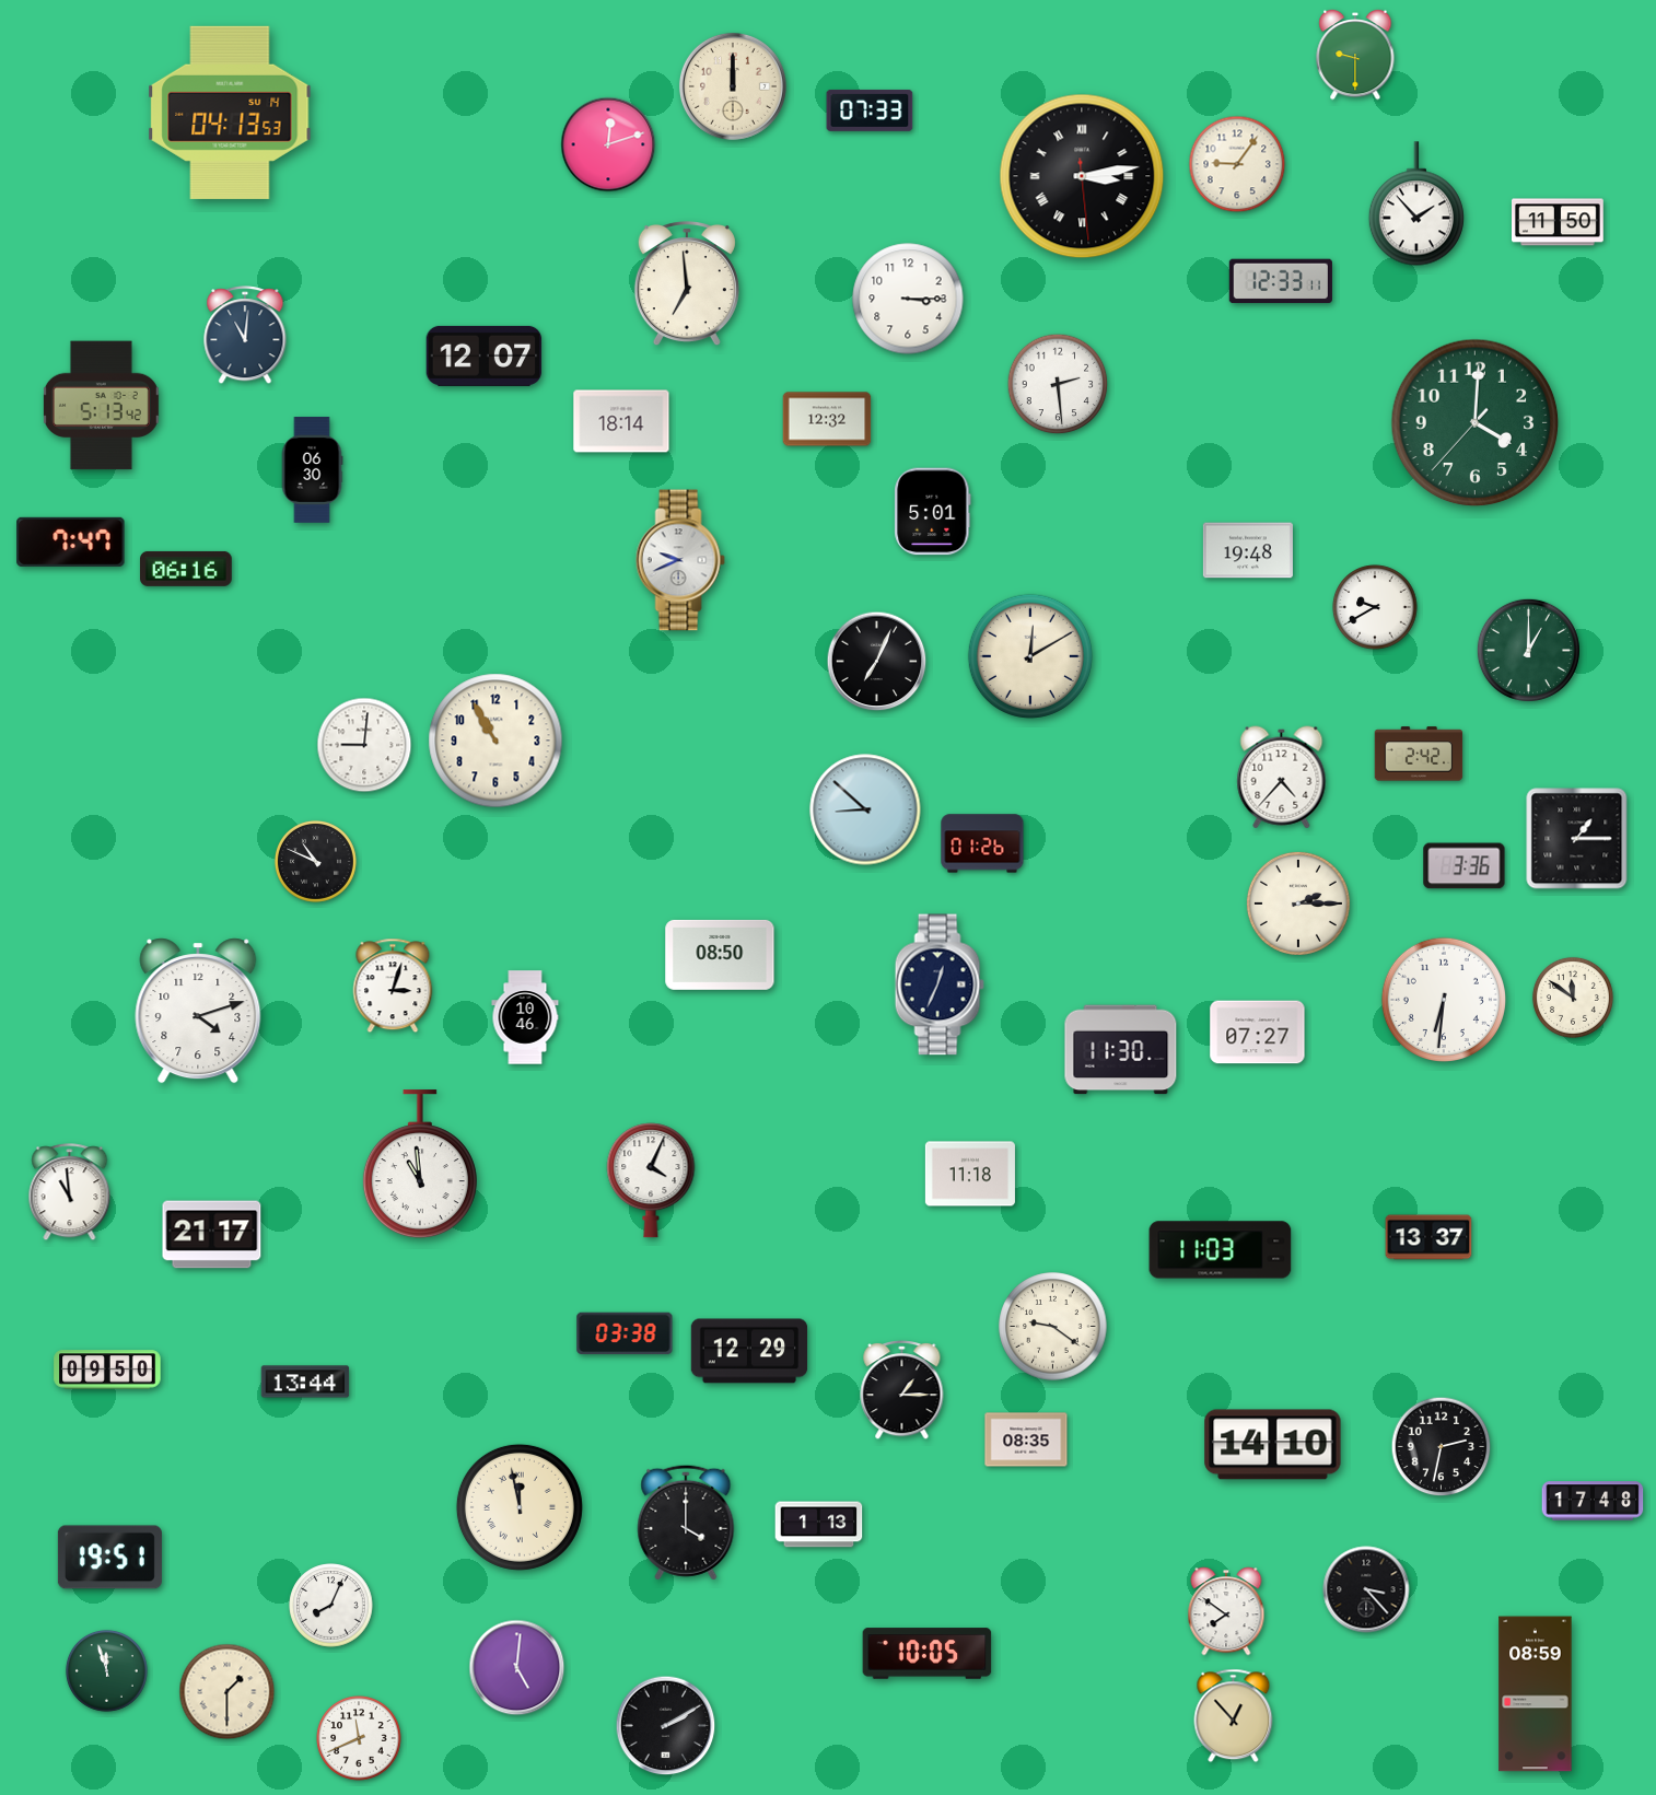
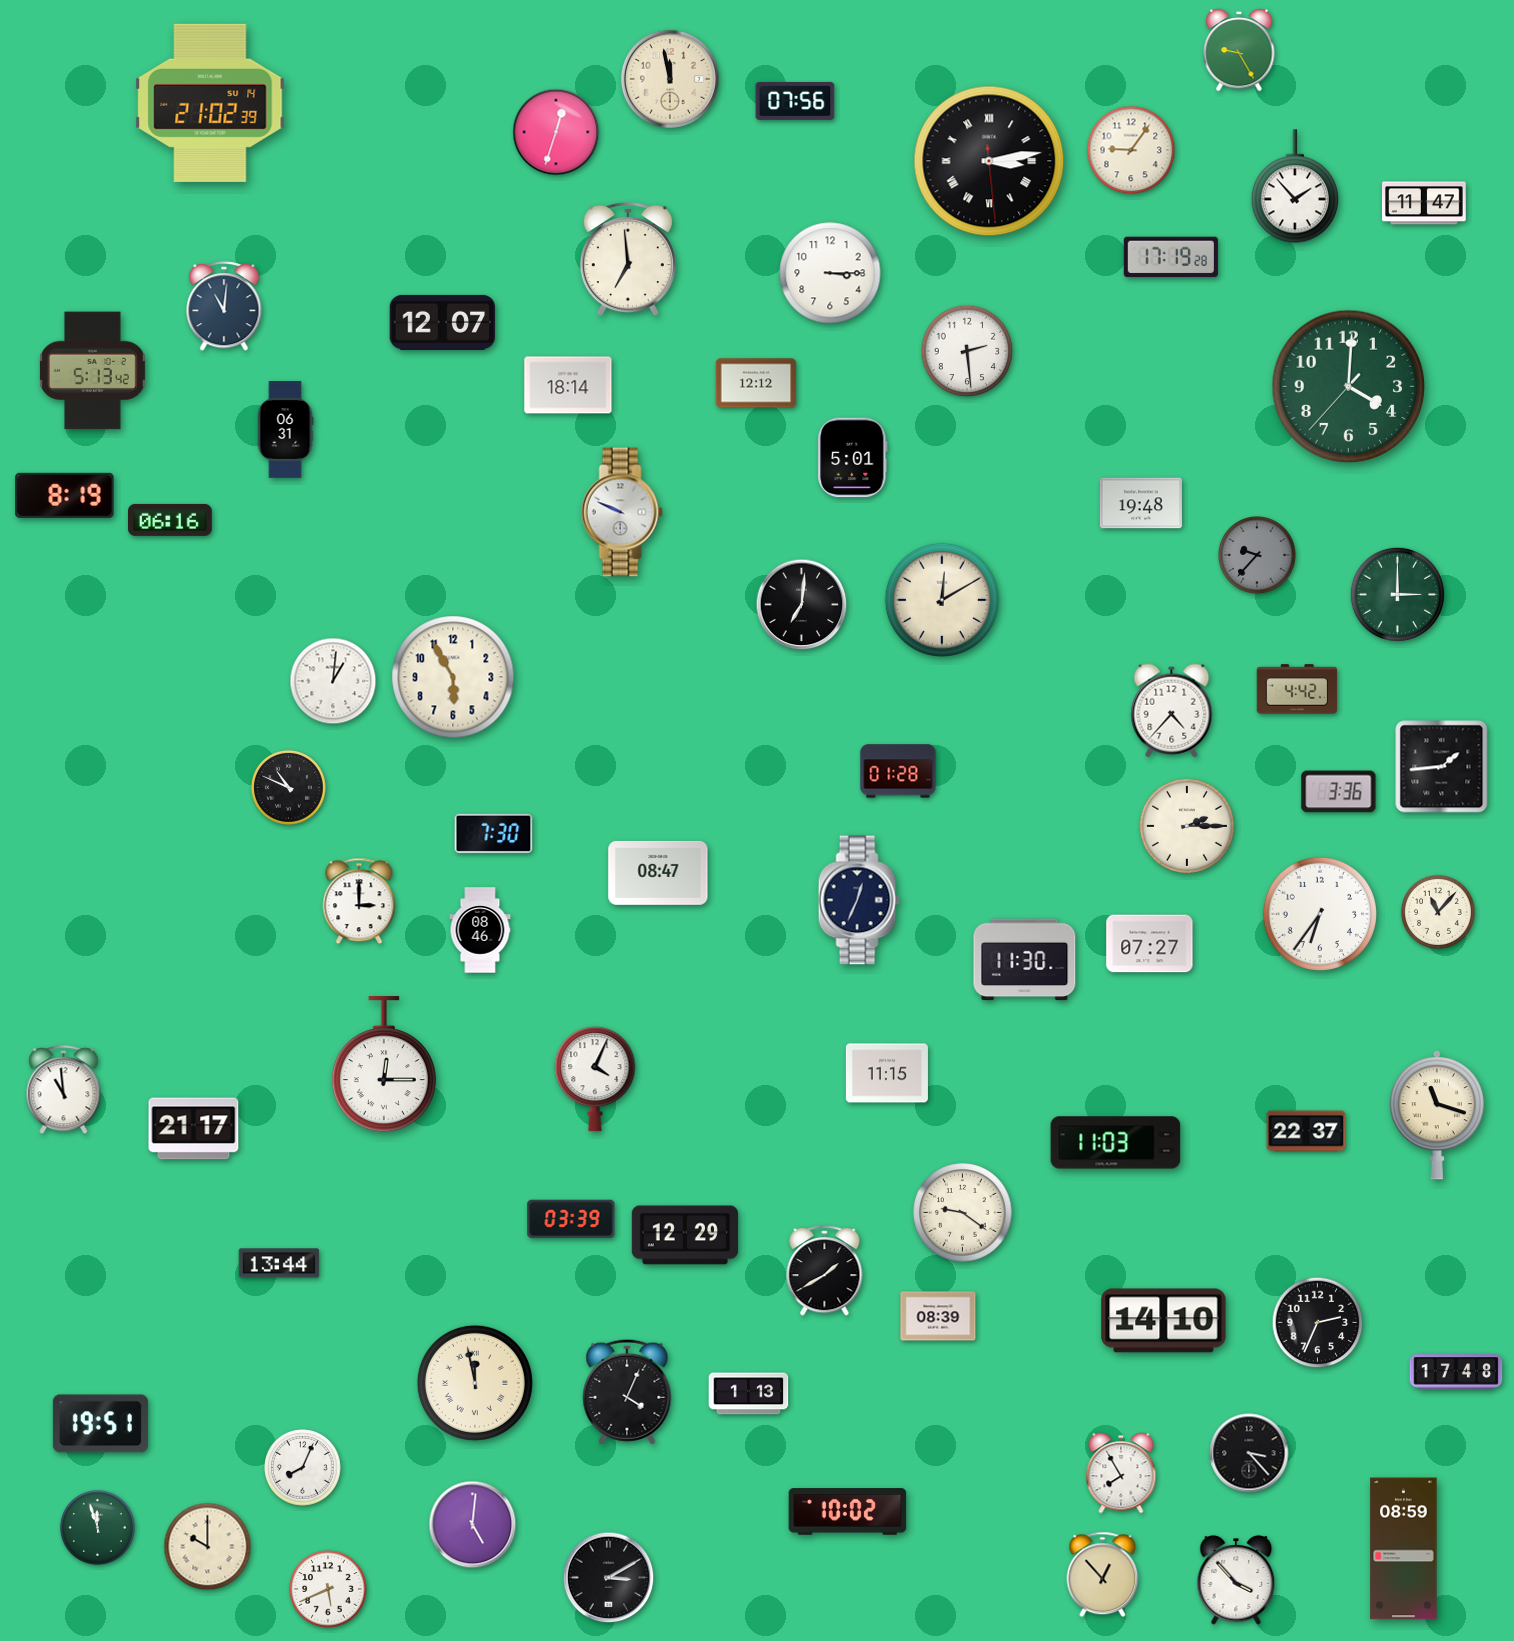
clock at (1355, 55): 9:30 -> 9:25
clock at (733, 86): 12:00 -> 11:58
clock at (870, 110): 07:33 -> 07:56
clock at (230, 113): 04:13 -> 21:02
clock at (608, 144): 12:12 -> 12:33
clock at (1559, 222): 11:50 -> 11:47
clock at (1281, 281): 12:33 -> 17:19
clock at (485, 355) position: (485, 355) -> (443, 322)
clock at (827, 419): 12:32 -> 12:12
clock at (312, 470): 06:30 -> 06:31
clock at (933, 512) position: (933, 512) -> (853, 458)
clock at (71, 541): 7:47 -> 8:19
clock at (680, 560): 9:41 -> 9:49
clock at (1375, 607): 9:40 -> 9:37
clock at (1375, 607) dial: white -> grey
clock at (1528, 650): 1:00 -> 3:00
clock at (877, 662): 7:04 -> 7:01
clock at (495, 741): 10:55 -> 5:55
clock at (364, 745): 9:01 -> 1:01
clock at (1419, 754): 2:42 -> 4:42
clock at (865, 809): 8:52 -> none
clock at (1577, 839): 1:15 -> 1:44
clock at (982, 843): 01:26 -> 01:28
clock at (494, 834): none -> 7:30
clock at (720, 955): 08:50 -> 08:47
clock at (393, 986): 3:03 -> 3:00
clock at (1573, 998): 11:51 -> 11:07
clock at (1444, 1000): 6:31 -> 6:36
clock at (198, 1011): 4:12 -> none
clock at (525, 1017): 10:46 -> 08:46
clock at (420, 1165): 10:59 -> 12:15
clock at (970, 1174): 11:18 -> 11:15
clock at (1437, 1116): none -> 11:18
clock at (1428, 1237): 13:37 -> 22:37
clock at (625, 1333): 03:38 -> 03:39
clock at (107, 1369): 09:50 -> none
clock at (902, 1390): 1:15 -> 1:40
clock at (1026, 1440): 08:35 -> 08:39
clock at (1442, 1447): 2:32 -> 2:34
clock at (520, 1507) position: (520, 1507) -> (475, 1383)
clock at (686, 1523): 4:00 -> 4:04
clock at (1226, 1611): 7:51 -> 7:55
clock at (928, 1654): 10:05 -> 10:02
clock at (228, 1692): 1:30 -> 10:00
clock at (1234, 1716) position: (1234, 1716) -> (1103, 1575)
clock at (666, 1726): 2:10 -> 3:10
clock at (1236, 1580): none -> 3:53
clock at (359, 1738): 11:41 -> 5:41
